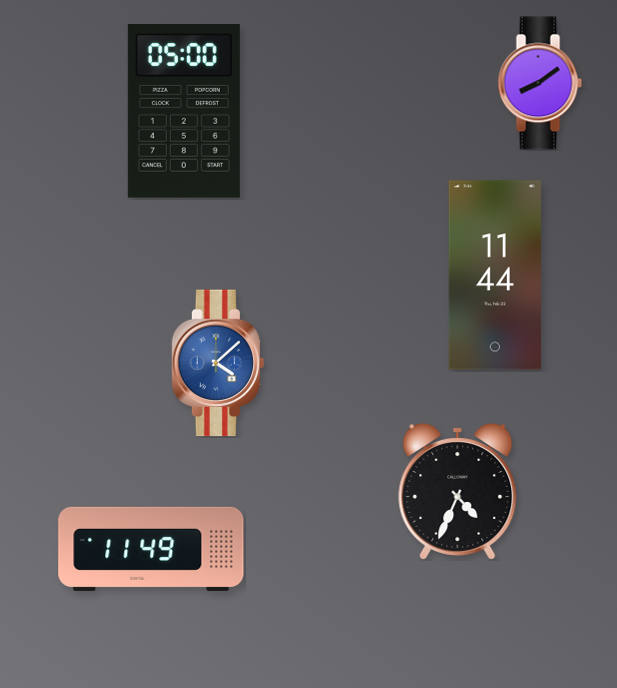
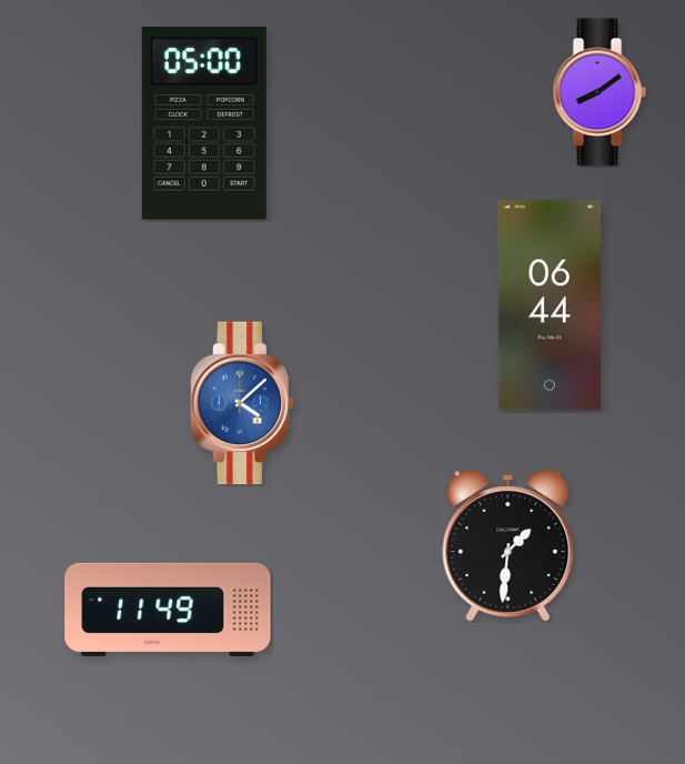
clock at (495, 275): 11:44 -> 06:44
clock at (458, 492): 4:34 -> 1:31
